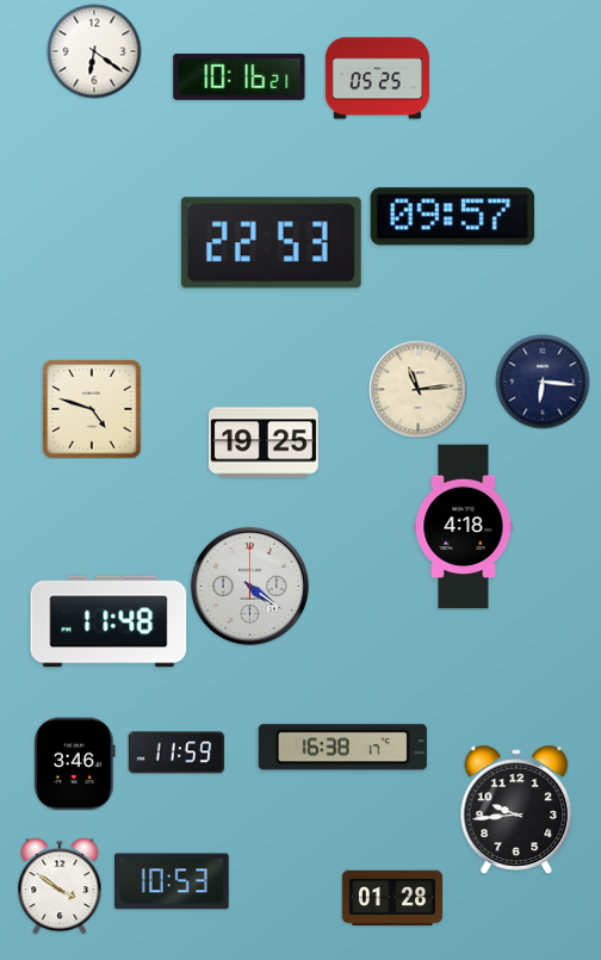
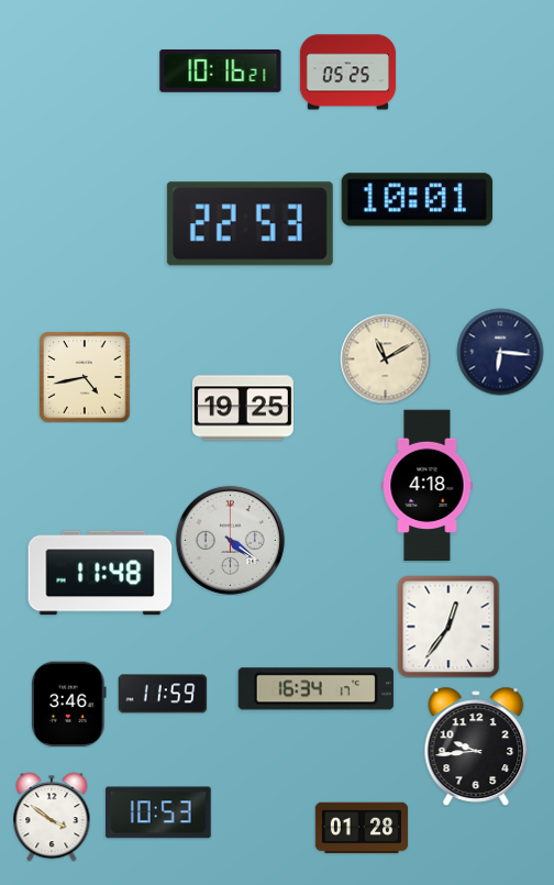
clock at (94, 51): 6:21 -> none
clock at (452, 217): 09:57 -> 10:01
clock at (417, 389): 11:14 -> 11:10
clock at (92, 409): 4:48 -> 4:43
clock at (448, 627): none -> 12:36
clock at (342, 748): 16:38 -> 16:34
clock at (60, 886) position: (60, 886) -> (52, 817)
